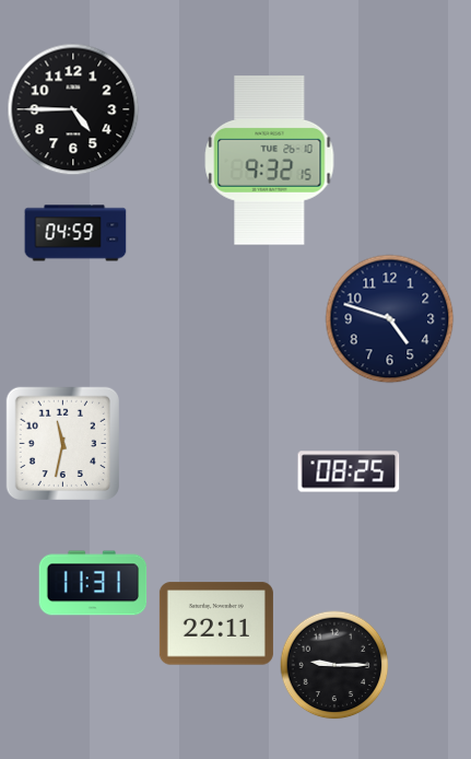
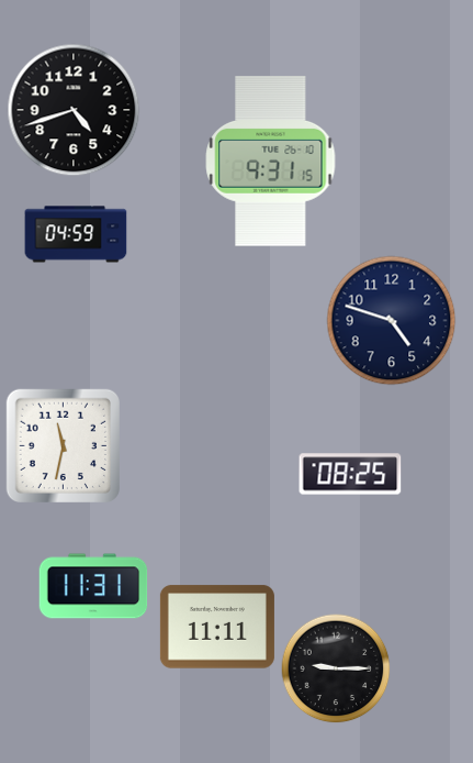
clock at (73, 109): 4:45 -> 4:42
clock at (270, 161): 9:32 -> 9:31
clock at (216, 623): 22:11 -> 11:11
